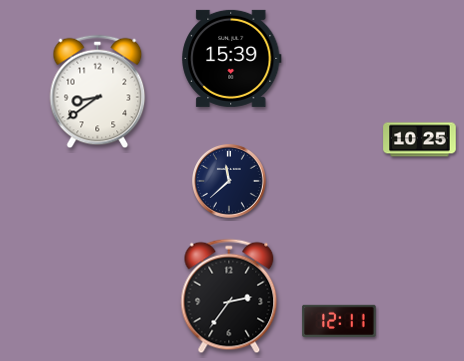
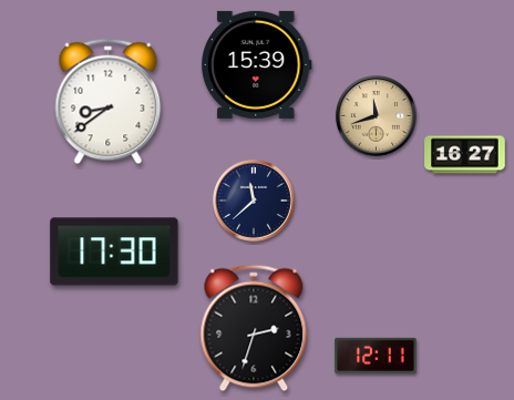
clock at (377, 116): none -> 11:42
clock at (420, 140): 10:25 -> 16:27
clock at (114, 252): none -> 17:30
clock at (229, 296): 2:36 -> 2:33
